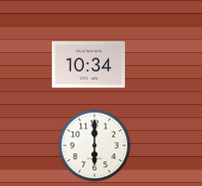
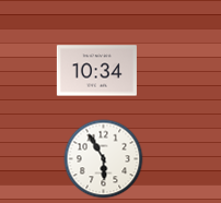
clock at (95, 146): 6:00 -> 5:55
